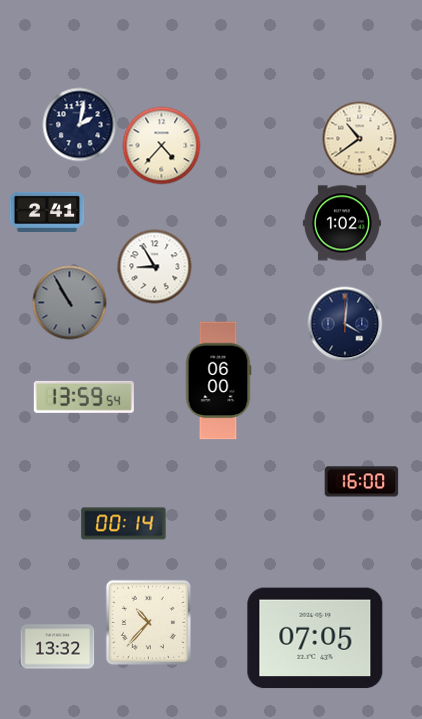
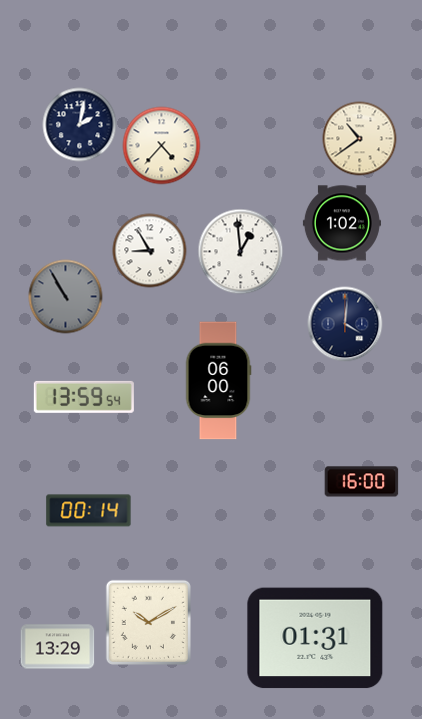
clock at (47, 212): 2:41 -> none
clock at (241, 252): none -> 12:59
clock at (155, 267) position: (155, 267) -> (150, 251)
clock at (70, 303) position: (70, 303) -> (66, 297)
clock at (124, 524) position: (124, 524) -> (89, 511)
clock at (148, 622): 10:37 -> 10:10
clock at (315, 638): 07:05 -> 01:31
clock at (58, 647): 13:32 -> 13:29
